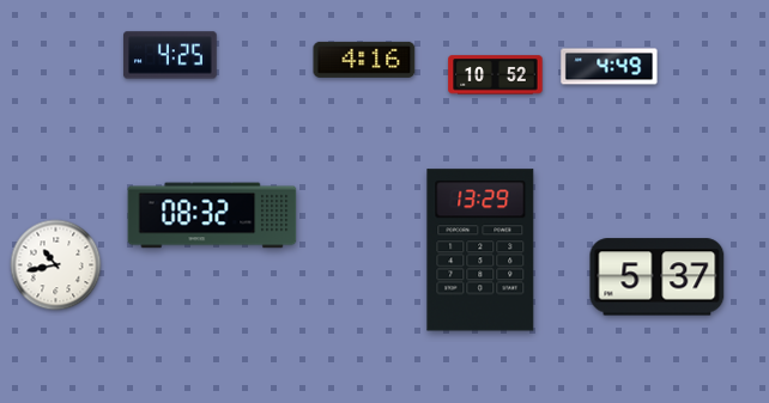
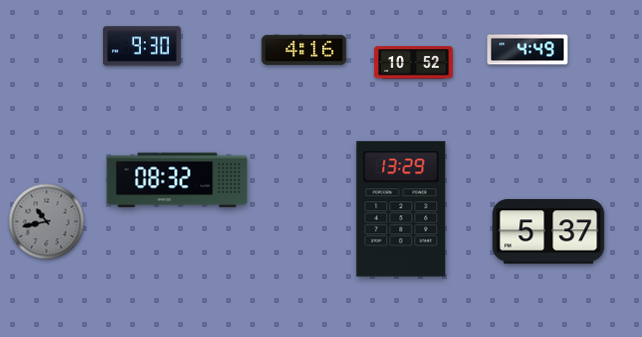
clock at (170, 55): 4:25 -> 9:30
clock at (610, 67) position: (610, 67) -> (528, 50)
clock at (56, 265) dial: white -> grey
